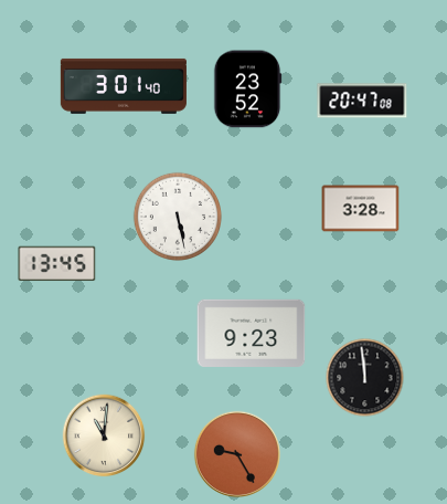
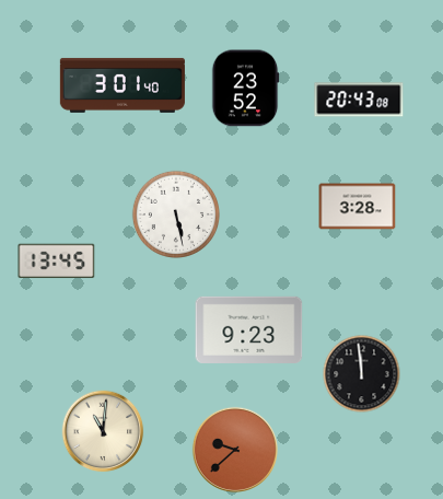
clock at (362, 101): 20:47 -> 20:43
clock at (237, 454): 9:25 -> 9:38
